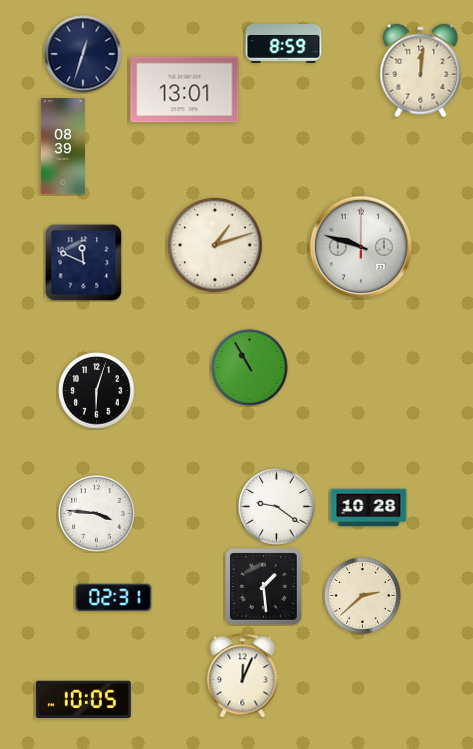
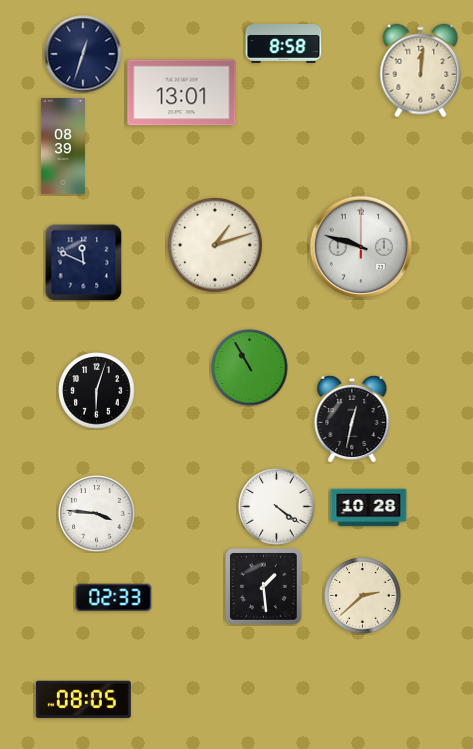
clock at (284, 44): 8:59 -> 8:58
clock at (185, 90) position: (185, 90) -> (182, 93)
clock at (352, 418): none -> 12:32
clock at (277, 507): 9:21 -> 4:21
clock at (114, 598): 02:31 -> 02:33
clock at (243, 676): 12:04 -> none
clock at (83, 699): 10:05 -> 08:05
